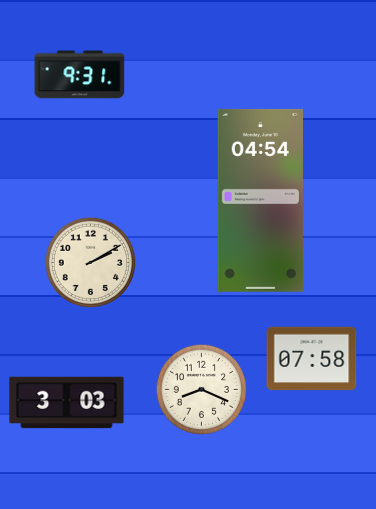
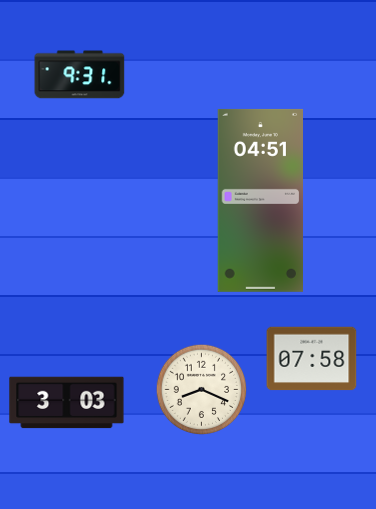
clock at (260, 200): 04:54 -> 04:51
clock at (91, 263): 2:10 -> none
